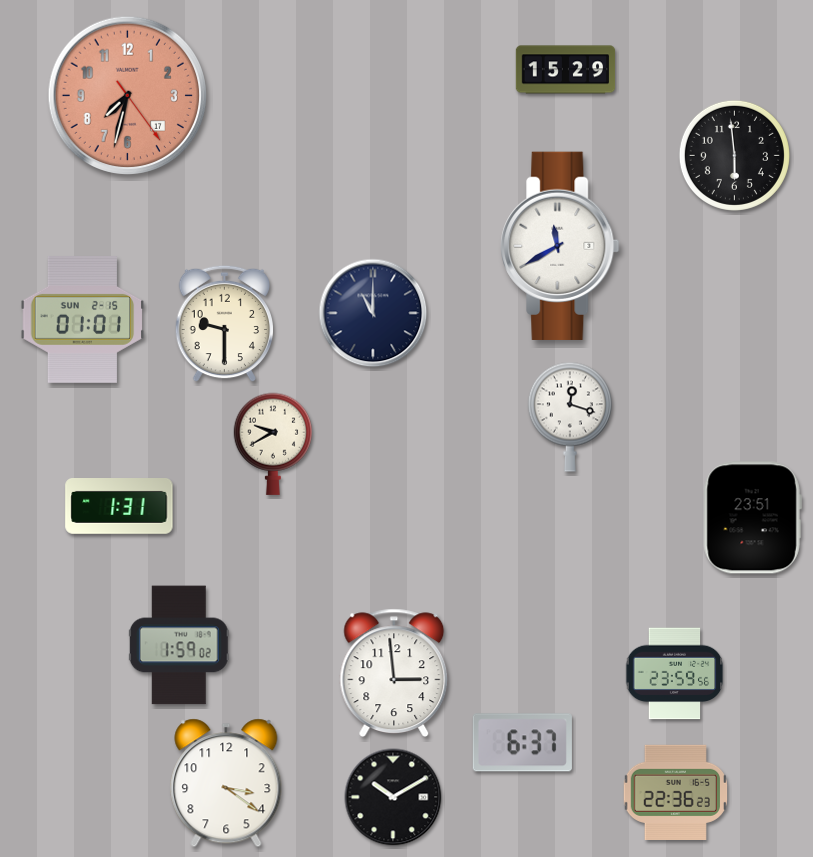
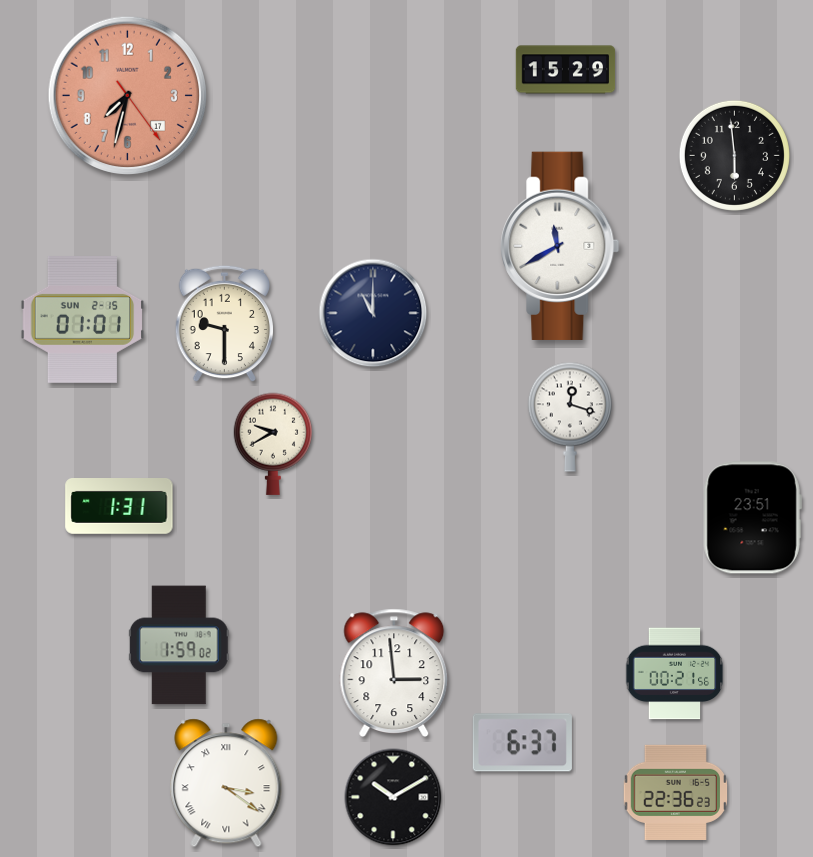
clock at (675, 674): 23:59 -> 00:21
clock at (226, 783) numerals: Arabic -> Roman
